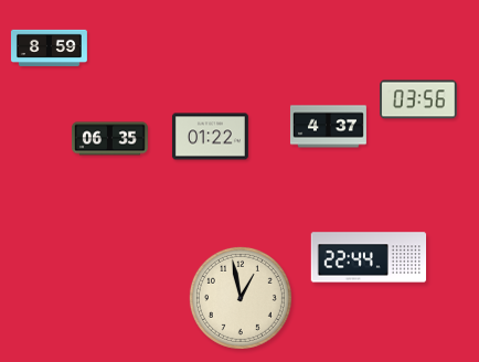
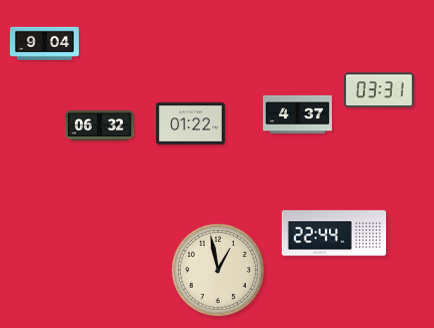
clock at (49, 47): 8:59 -> 9:04
clock at (418, 99): 03:56 -> 03:31
clock at (109, 139): 06:35 -> 06:32
